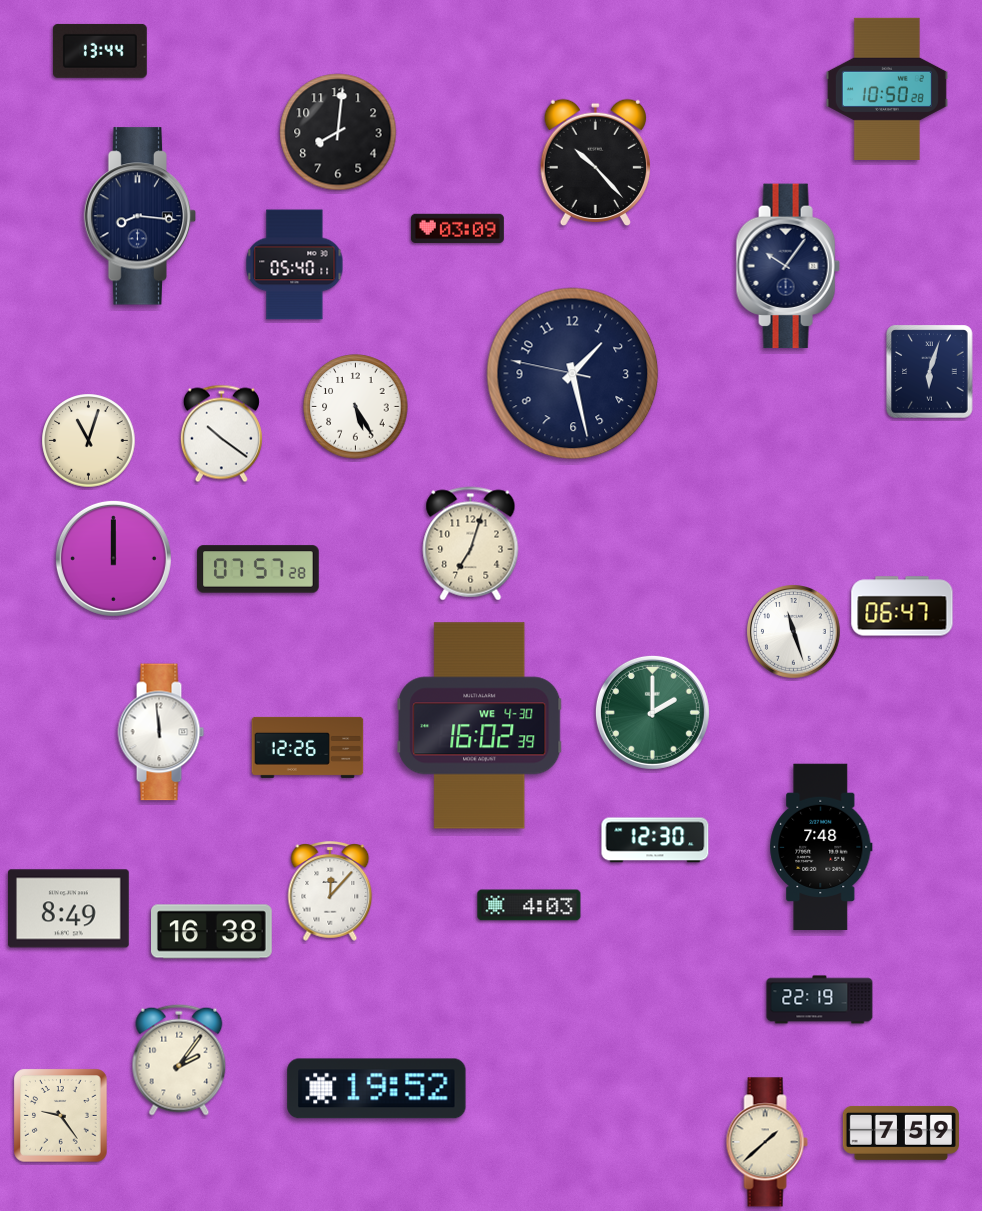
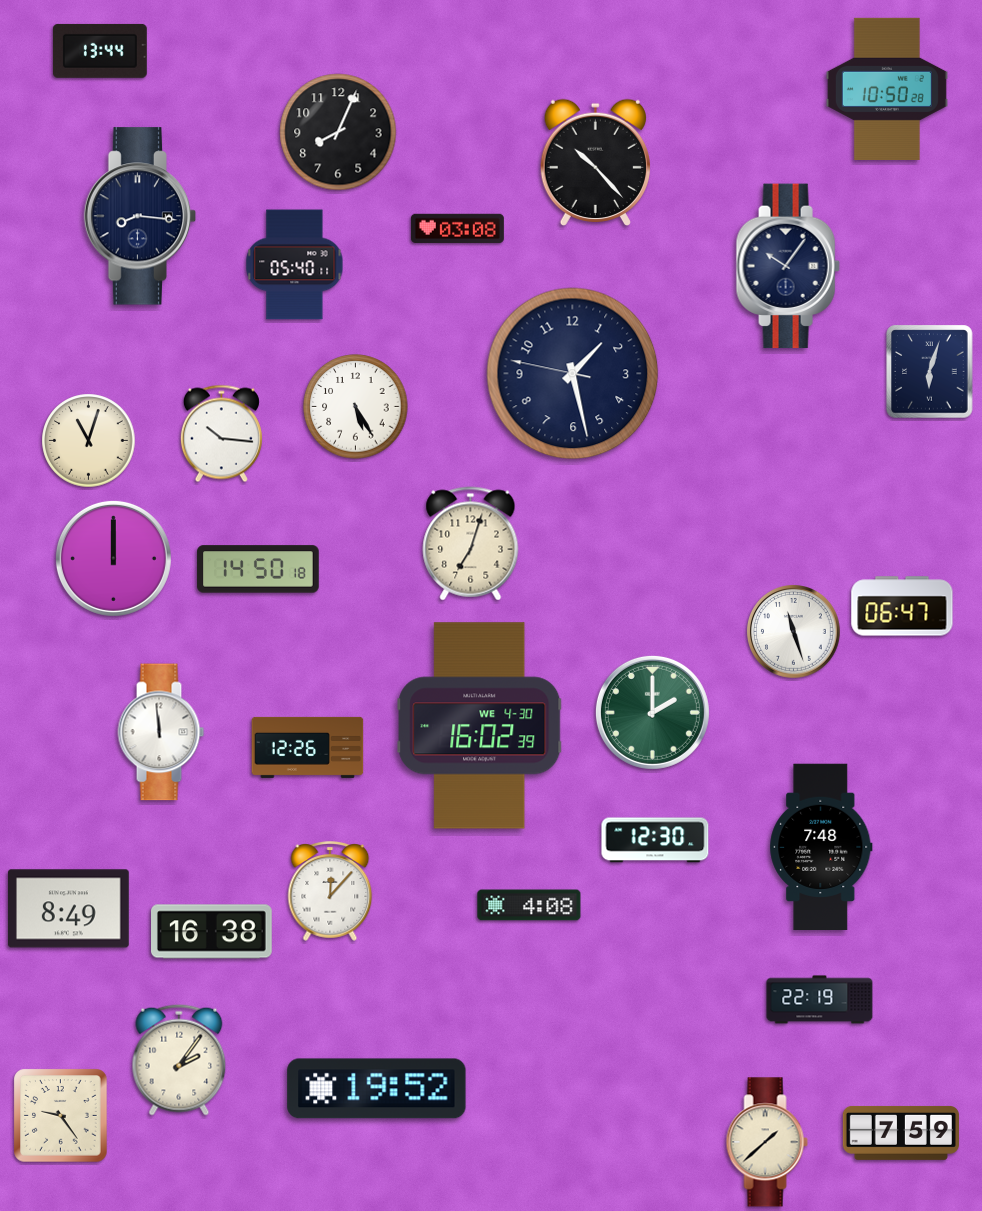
clock at (338, 132): 8:01 -> 8:04
clock at (457, 228): 03:09 -> 03:08
clock at (221, 434): 10:21 -> 10:16
clock at (258, 569): 07:57 -> 14:50
clock at (529, 905): 4:03 -> 4:08
